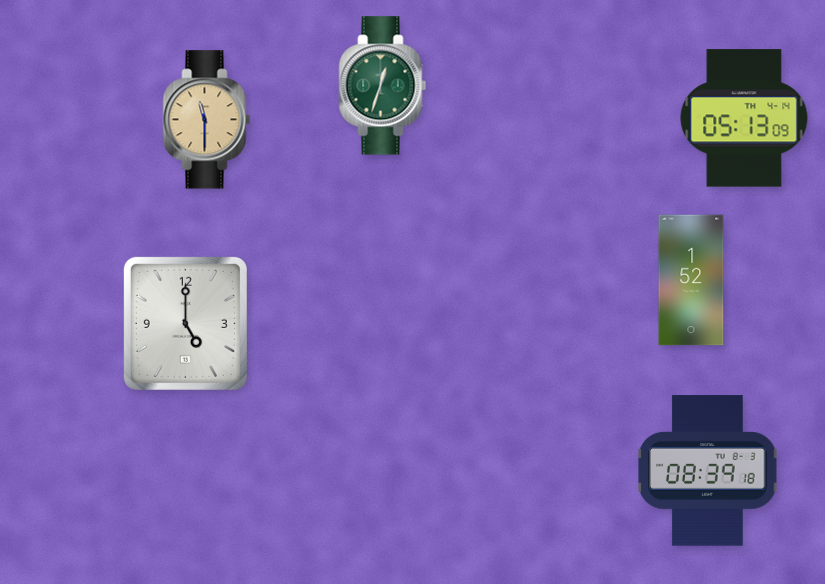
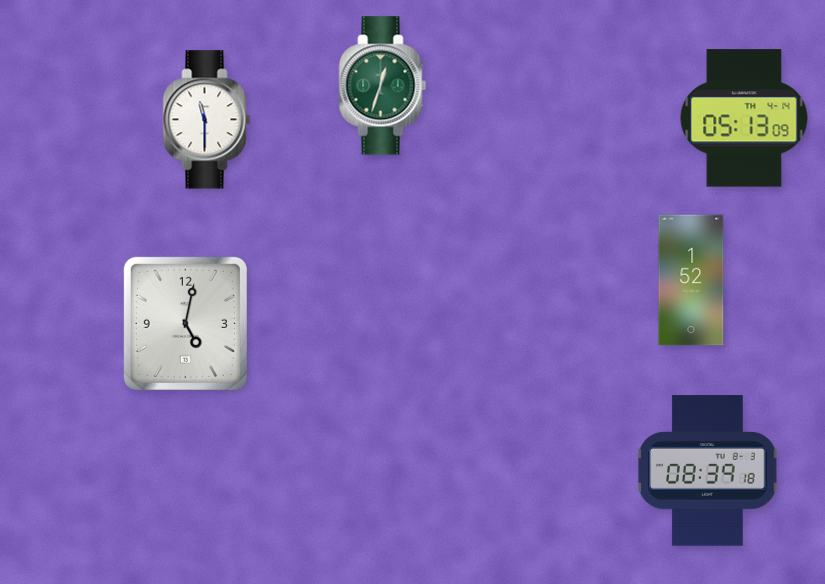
clock at (207, 120) dial: champagne -> white
clock at (185, 323): 5:00 -> 5:02
